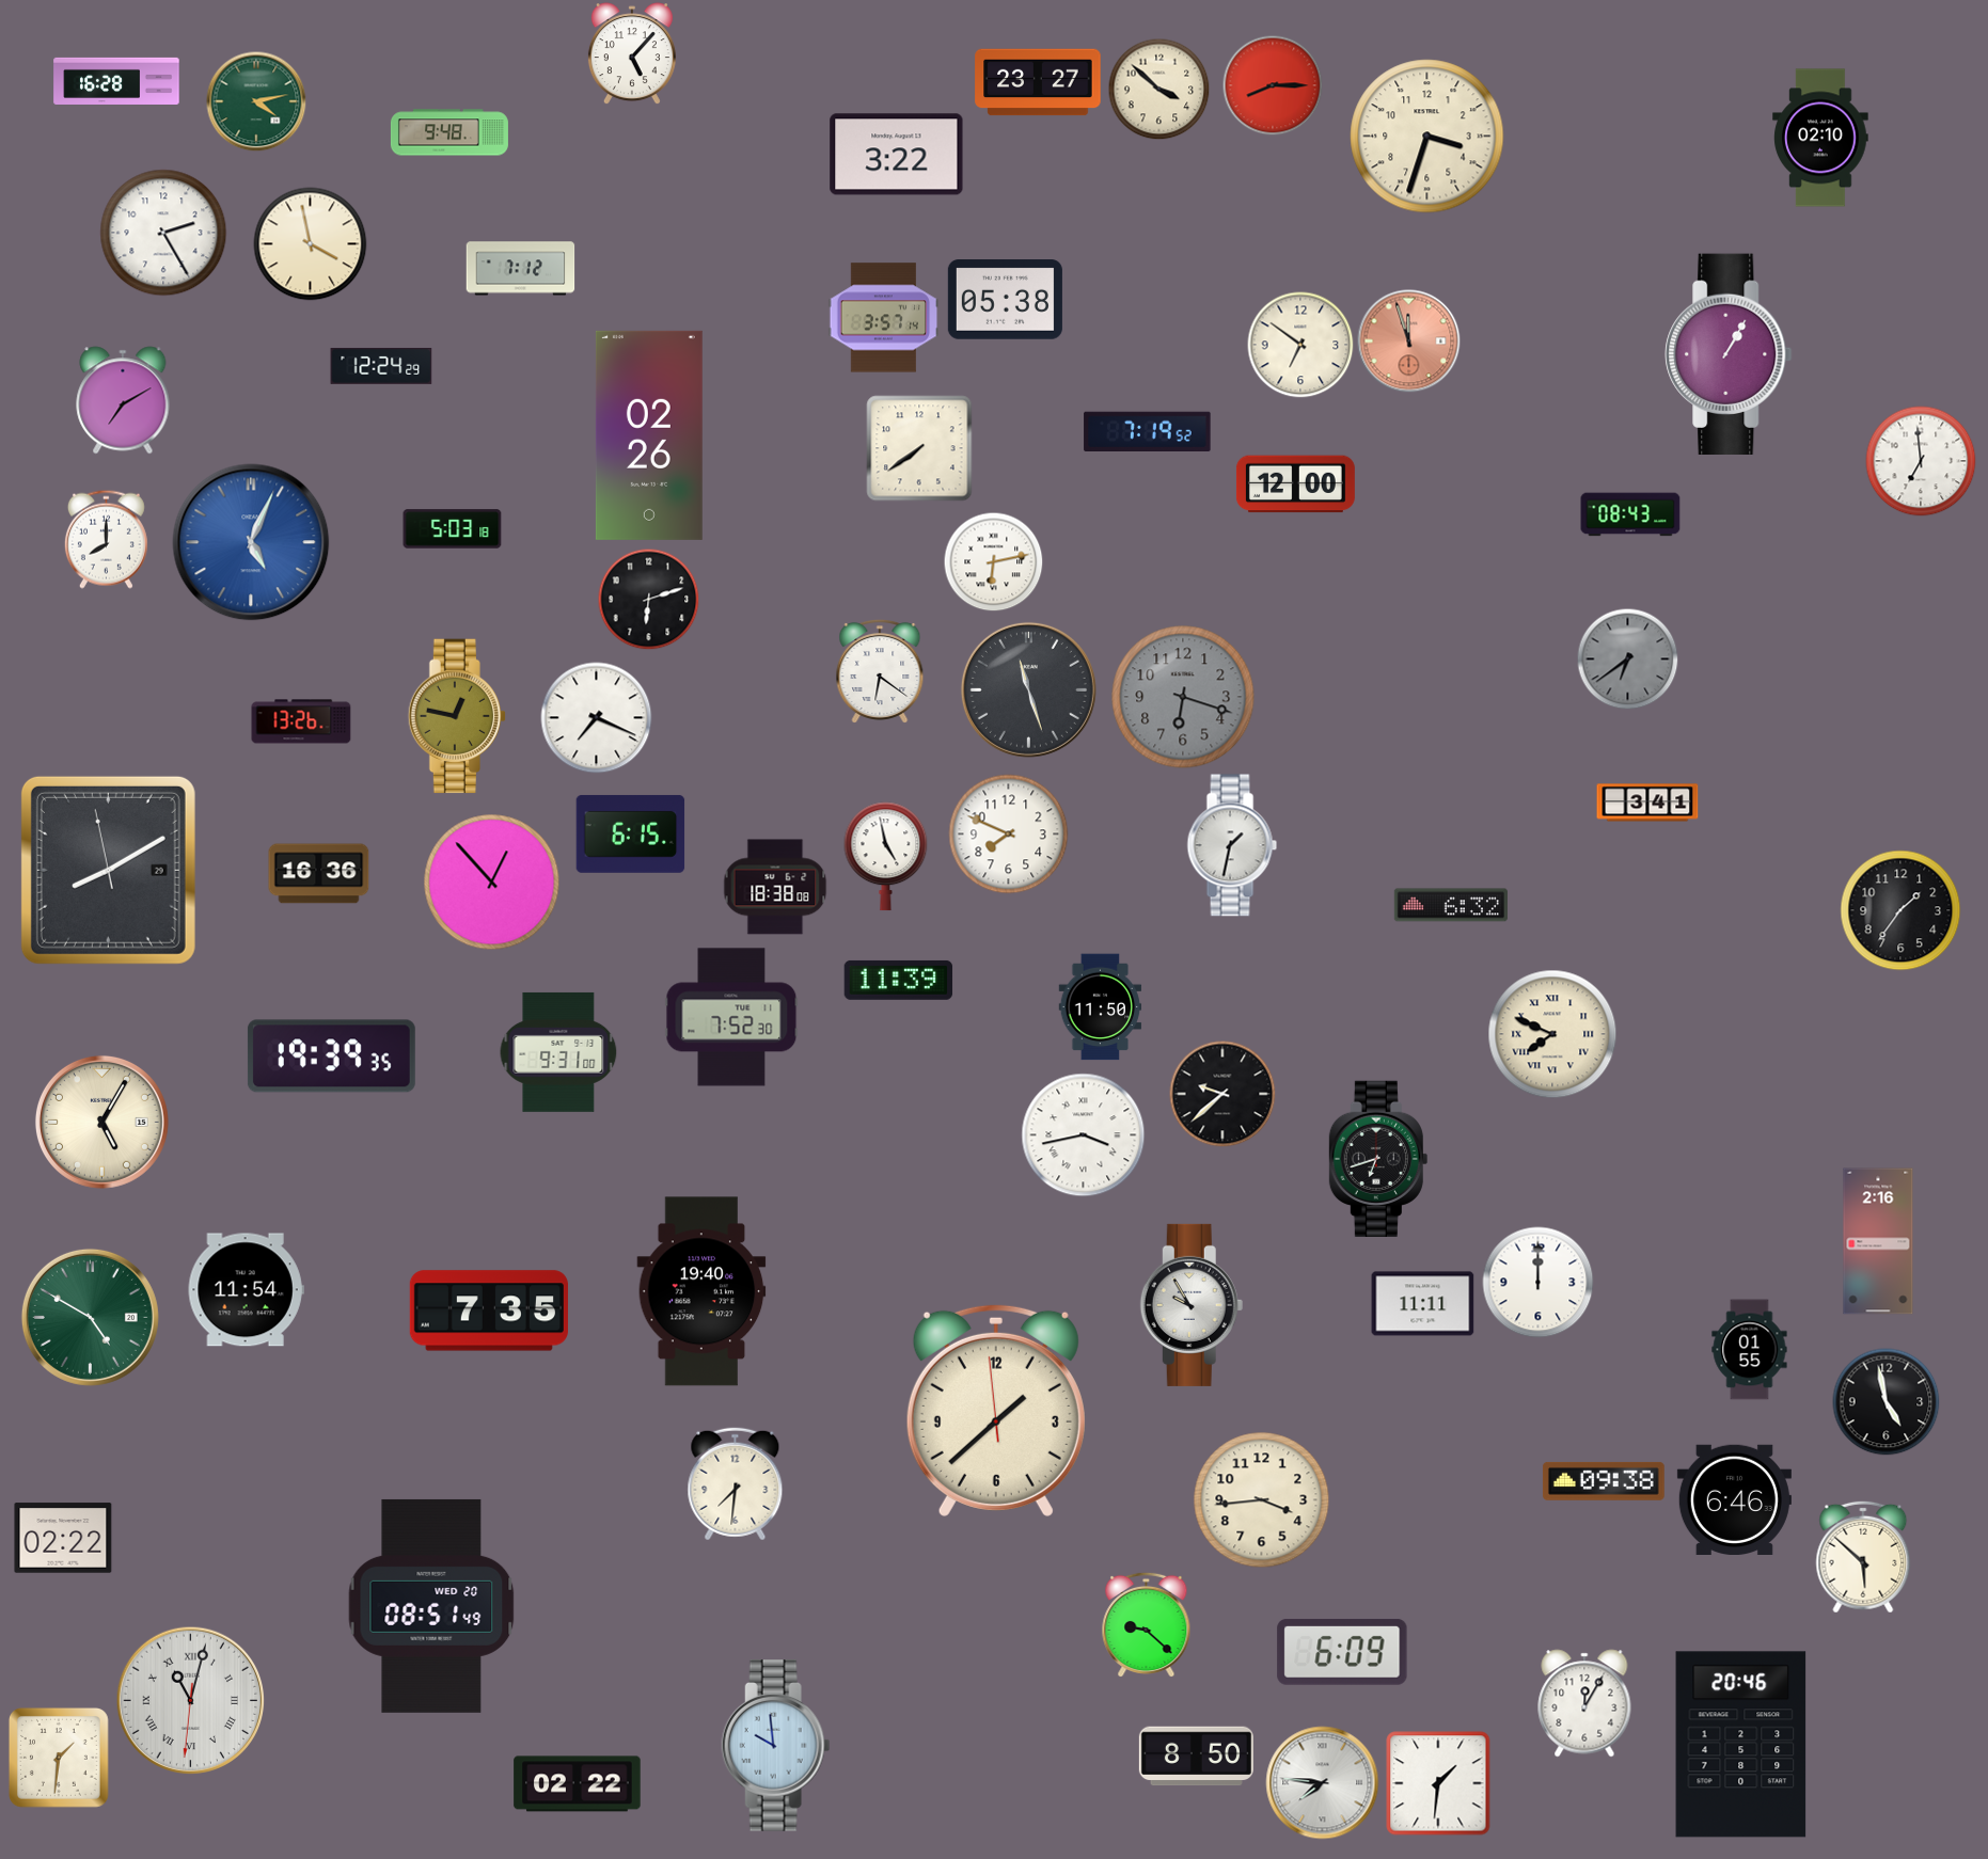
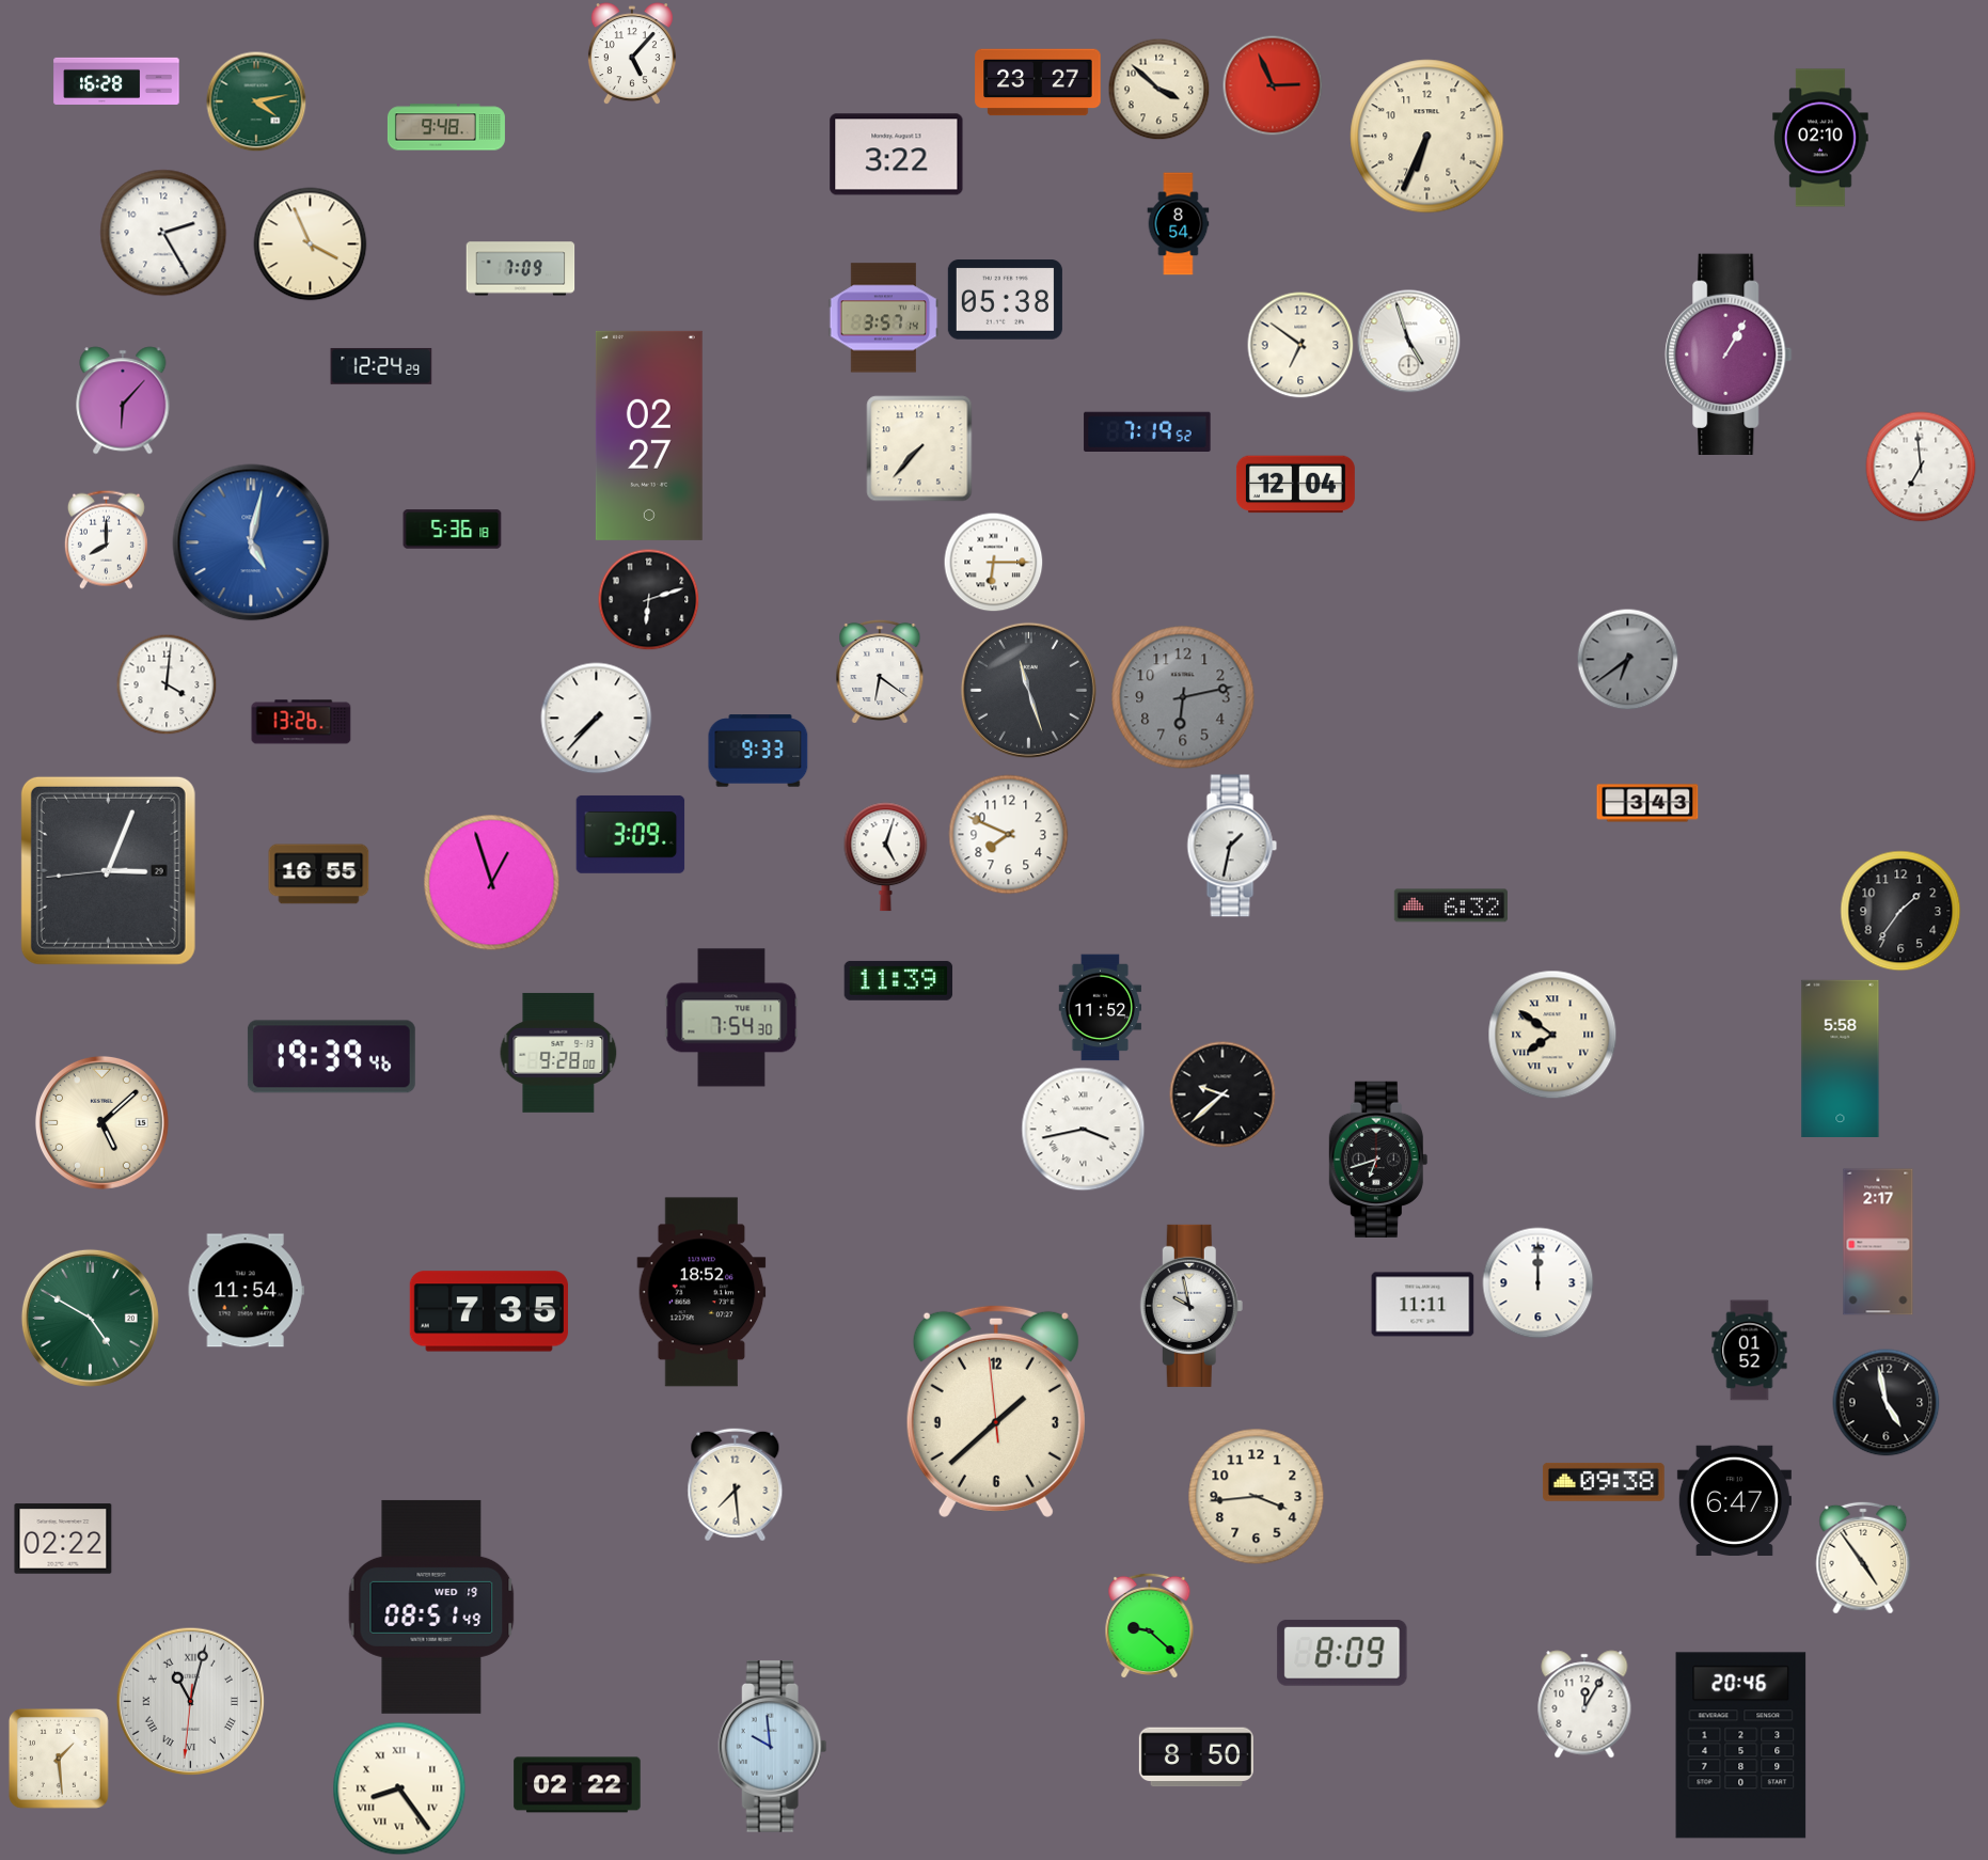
clock at (1273, 85): 8:15 -> 2:56
clock at (449, 132) position: (449, 132) -> (446, 127)
clock at (1427, 137): 3:33 -> 6:34
clock at (1179, 224): none -> 8:54
clock at (311, 244): 3:58 -> 3:56
clock at (521, 269): 7:12 -> 7:09
clock at (1409, 341): 11:57 -> 4:57
clock at (1409, 341) dial: salmon -> white
clock at (123, 400): 7:10 -> 6:07
clock at (649, 435): 02:26 -> 02:27
clock at (919, 448): 7:39 -> 7:37
clock at (1921, 461) position: (1921, 461) -> (1921, 467)
clock at (1295, 484): 12:00 -> 12:04
clock at (1630, 514): 08:43 -> none
clock at (453, 529): 5:03 -> 5:36
clock at (251, 542): 5:04 -> 5:02
clock at (993, 561): 6:13 -> 6:15
clock at (167, 684): none -> 4:01
clock at (1183, 697): 6:18 -> 6:13
clock at (456, 716): 12:47 -> none
clock at (597, 718): 7:19 -> 7:37
clock at (758, 751): none -> 9:33
clock at (1647, 803): 3:41 -> 3:43
clock at (631, 833): 6:15 -> 3:09
clock at (886, 857): 4:58 -> 5:03
clock at (108, 870): 8:09 -> 3:03
clock at (319, 874): 16:36 -> 16:55
clock at (492, 883): 12:53 -> 12:57
clock at (775, 887): 18:38 -> none
clock at (1101, 1007): 11:50 -> 11:52
clock at (731, 1017): 7:52 -> 7:54
clock at (1552, 1034): 7:49 -> 7:51
clock at (558, 1052): 9:31 -> 9:28
clock at (331, 1056): 19:39:35 -> 19:39:46
clock at (1841, 1058): none -> 5:58
clock at (101, 1122): 5:05 -> 5:08
clock at (1084, 1135) position: (1084, 1135) -> (1084, 1130)
clock at (1878, 1241): 2:16 -> 2:17
clock at (701, 1291): 19:40 -> 18:52
clock at (1192, 1305): 9:55 -> 9:58
clock at (1750, 1350): 01:55 -> 01:52
clock at (736, 1484): 7:31 -> 7:29
clock at (1734, 1499): 6:46 -> 6:47
clock at (1262, 1500) position: (1262, 1500) -> (1257, 1497)
clock at (1863, 1557): 5:52 -> 4:54
clock at (431, 1606) date: WED 20 -> WED 19
clock at (1147, 1624) position: (1147, 1624) -> (1150, 1625)
clock at (1342, 1652): 6:09 -> 8:09
clock at (776, 1746) position: (776, 1746) -> (773, 1747)
clock at (59, 1758): 1:31 -> 1:29
clock at (1323, 1783): 7:46 -> none
clock at (1438, 1783): 1:31 -> none
clock at (399, 1788): none -> 8:24
